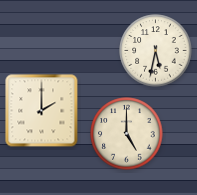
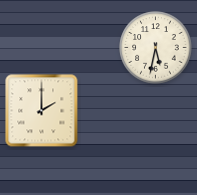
clock at (156, 51) position: (156, 51) -> (156, 48)
clock at (127, 134): 5:00 -> none
